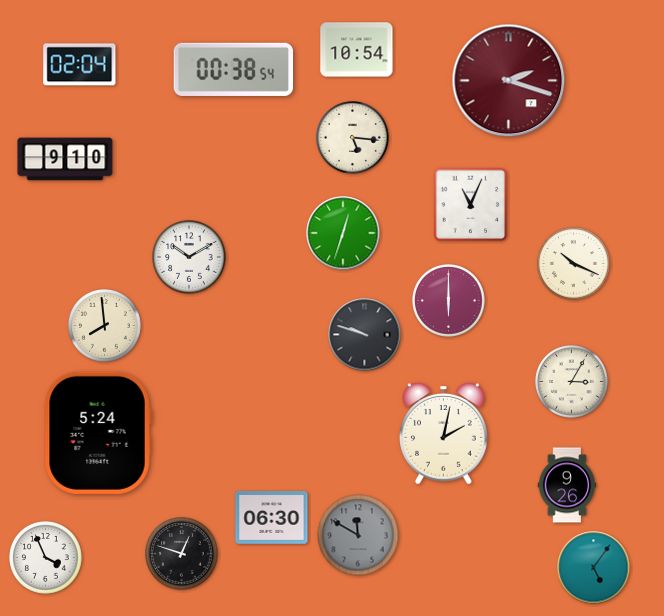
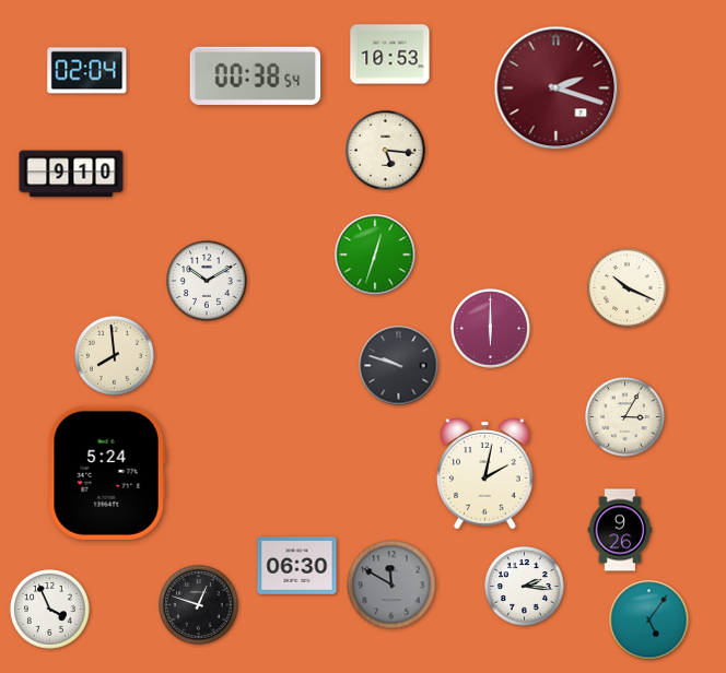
clock at (357, 50): 10:54 -> 10:53
clock at (471, 205): 11:04 -> none
clock at (525, 587): none -> 2:16
